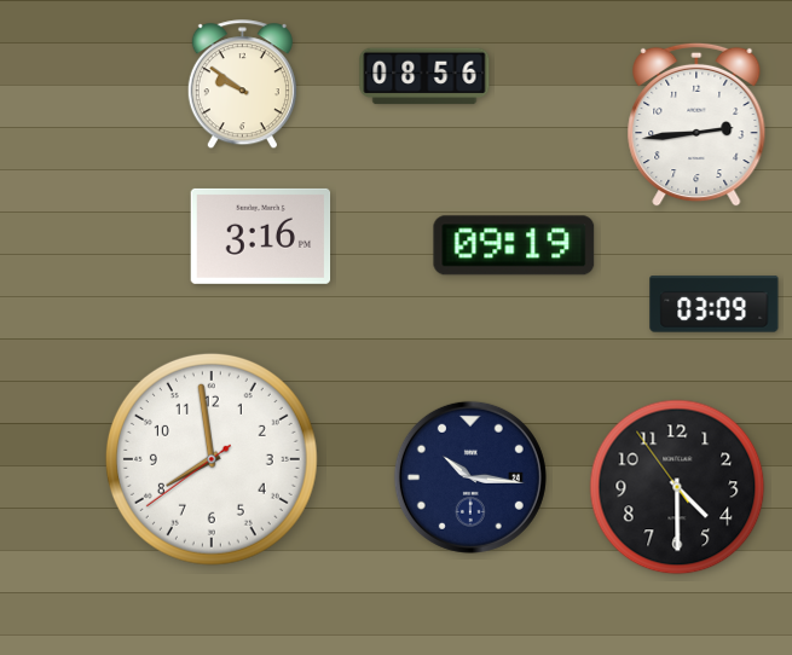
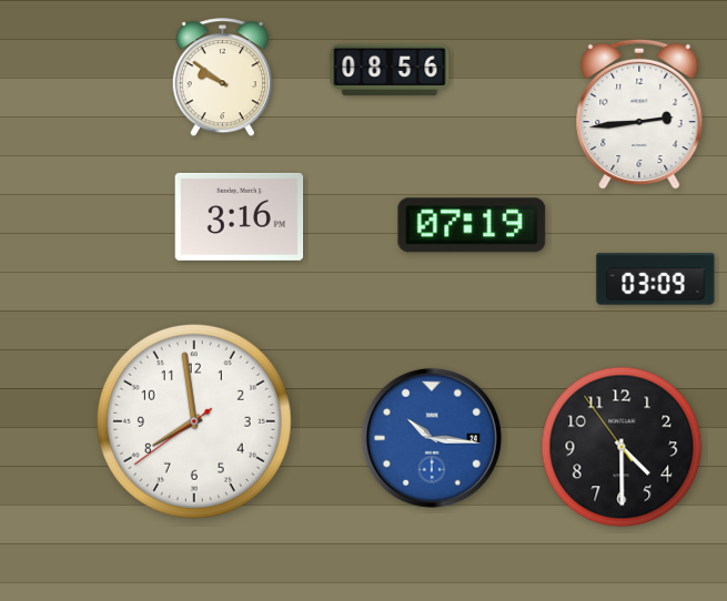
clock at (514, 245): 09:19 -> 07:19
clock at (470, 477) dial: navy -> blue
